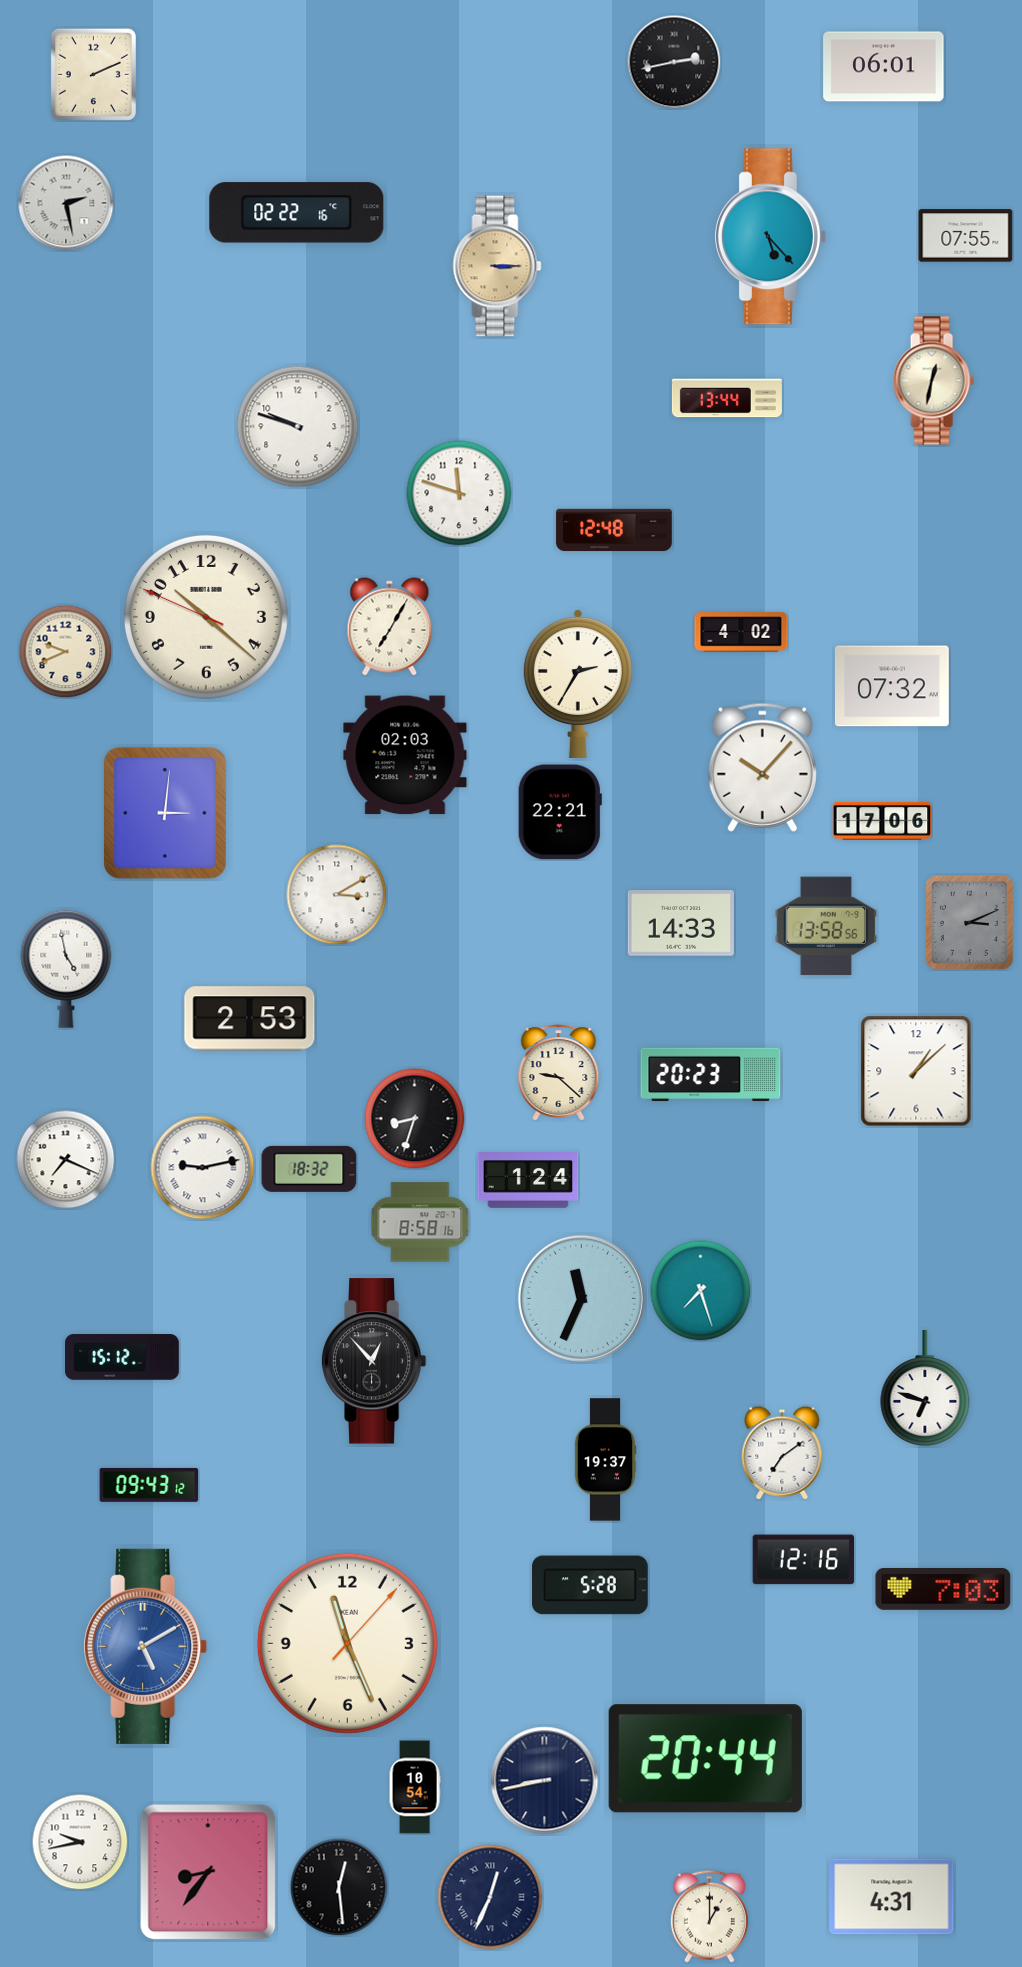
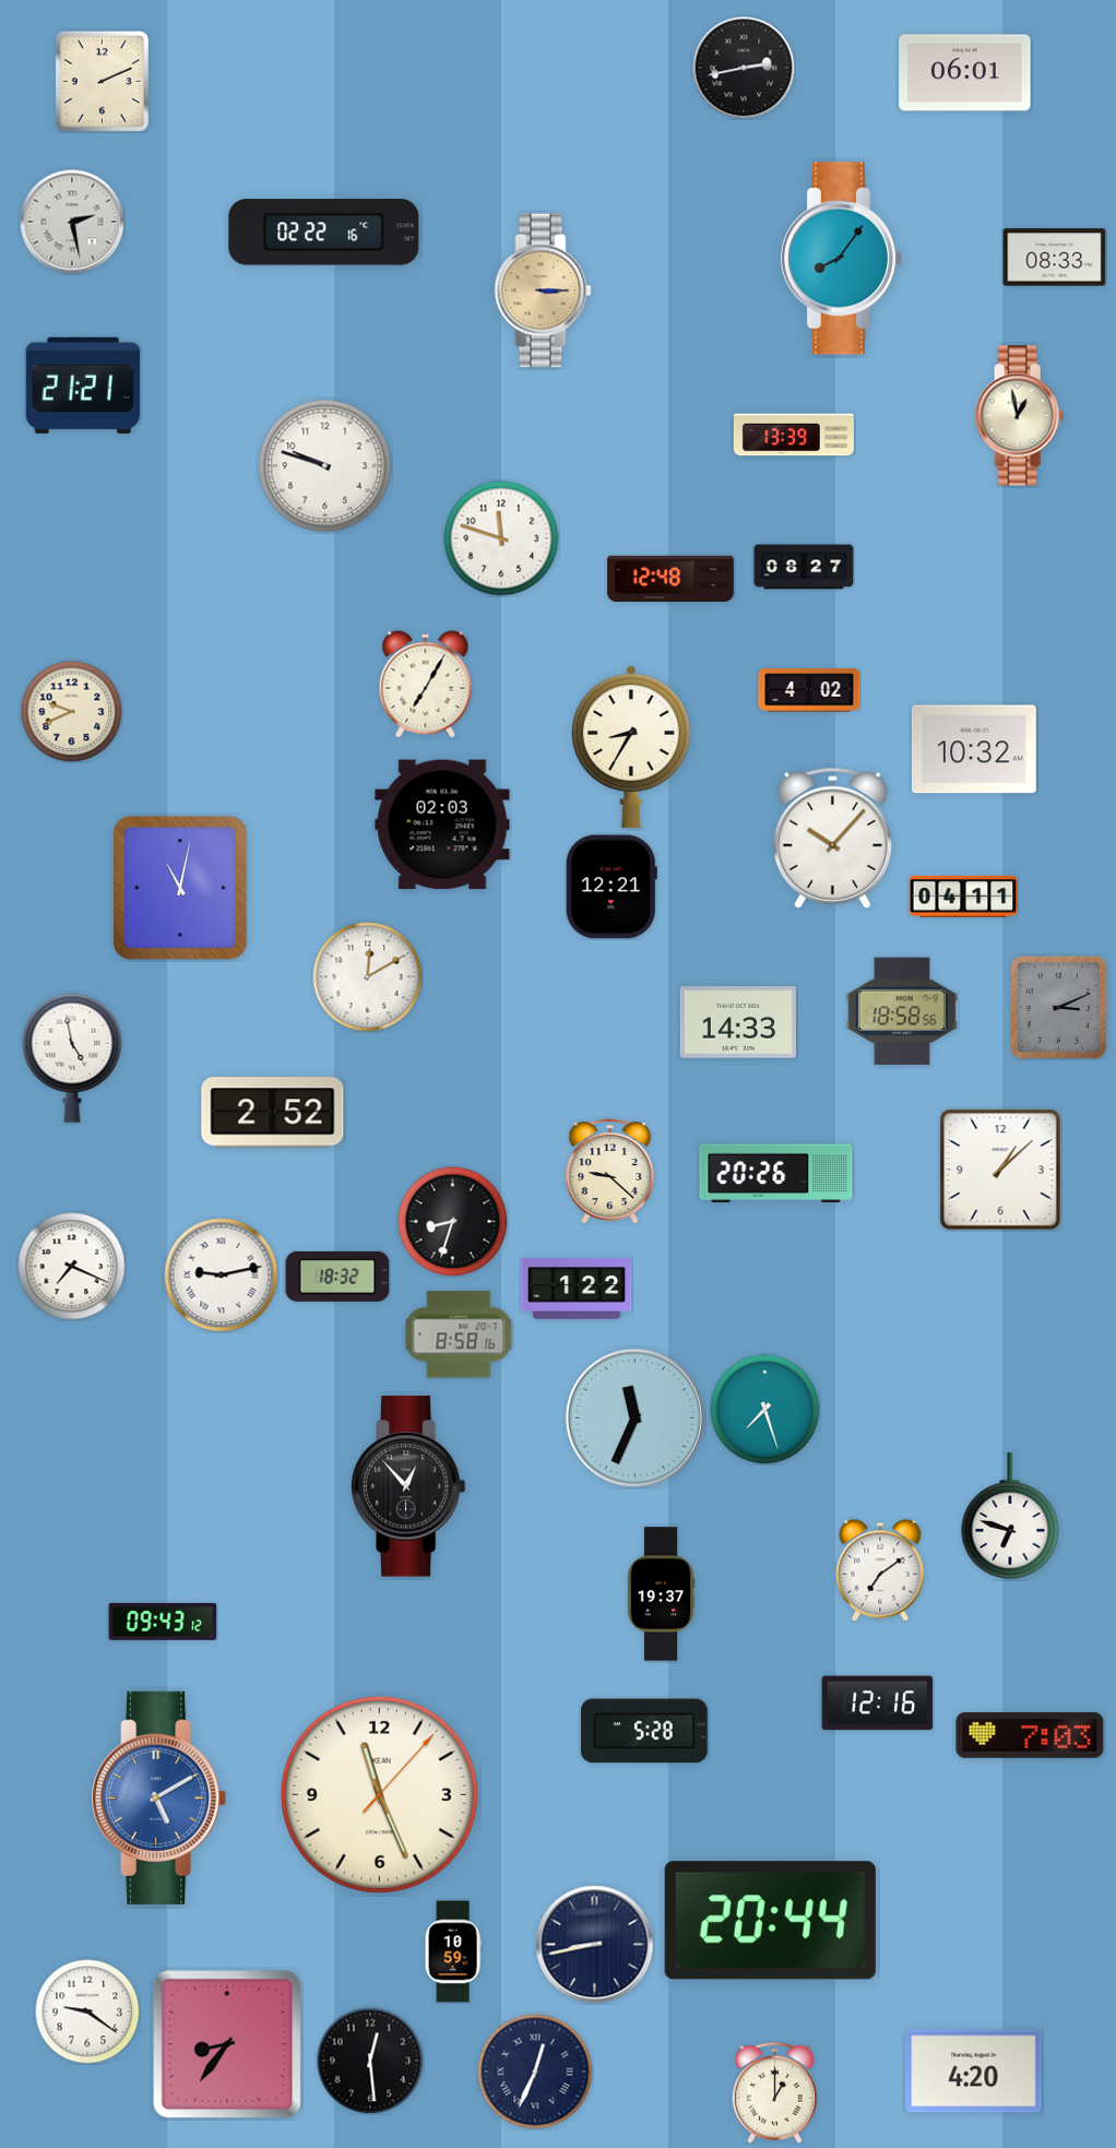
clock at (674, 62) position: (674, 62) -> (744, 68)
clock at (966, 236): 07:55 -> 08:33
clock at (770, 237): 5:23 -> 8:06
clock at (83, 385): none -> 21:21
clock at (933, 381): 12:32 -> 12:58
clock at (727, 398): 13:44 -> 13:39
clock at (804, 567): none -> 08:27
clock at (206, 617): 10:21 -> none
clock at (578, 683): 2:35 -> 8:35
clock at (892, 686): 07:32 -> 10:32
clock at (560, 812): 22:21 -> 12:21
clock at (165, 813): 3:01 -> 11:02
clock at (882, 821): 17:06 -> 04:11
clock at (337, 895): 3:10 -> 12:10
clock at (681, 923) position: (681, 923) -> (738, 1022)
clock at (826, 926): 13:58 -> 18:58
clock at (250, 1019): 2:53 -> 2:52
clock at (711, 1075): 20:23 -> 20:26
clock at (528, 1181): 1:24 -> 1:22
clock at (123, 1357): 15:12 -> none
clock at (782, 1453) position: (782, 1453) -> (880, 1570)
clock at (415, 1787): 10:54 -> 10:59
clock at (80, 1842): 9:43 -> 9:21
clock at (892, 1897): 4:31 -> 4:20
